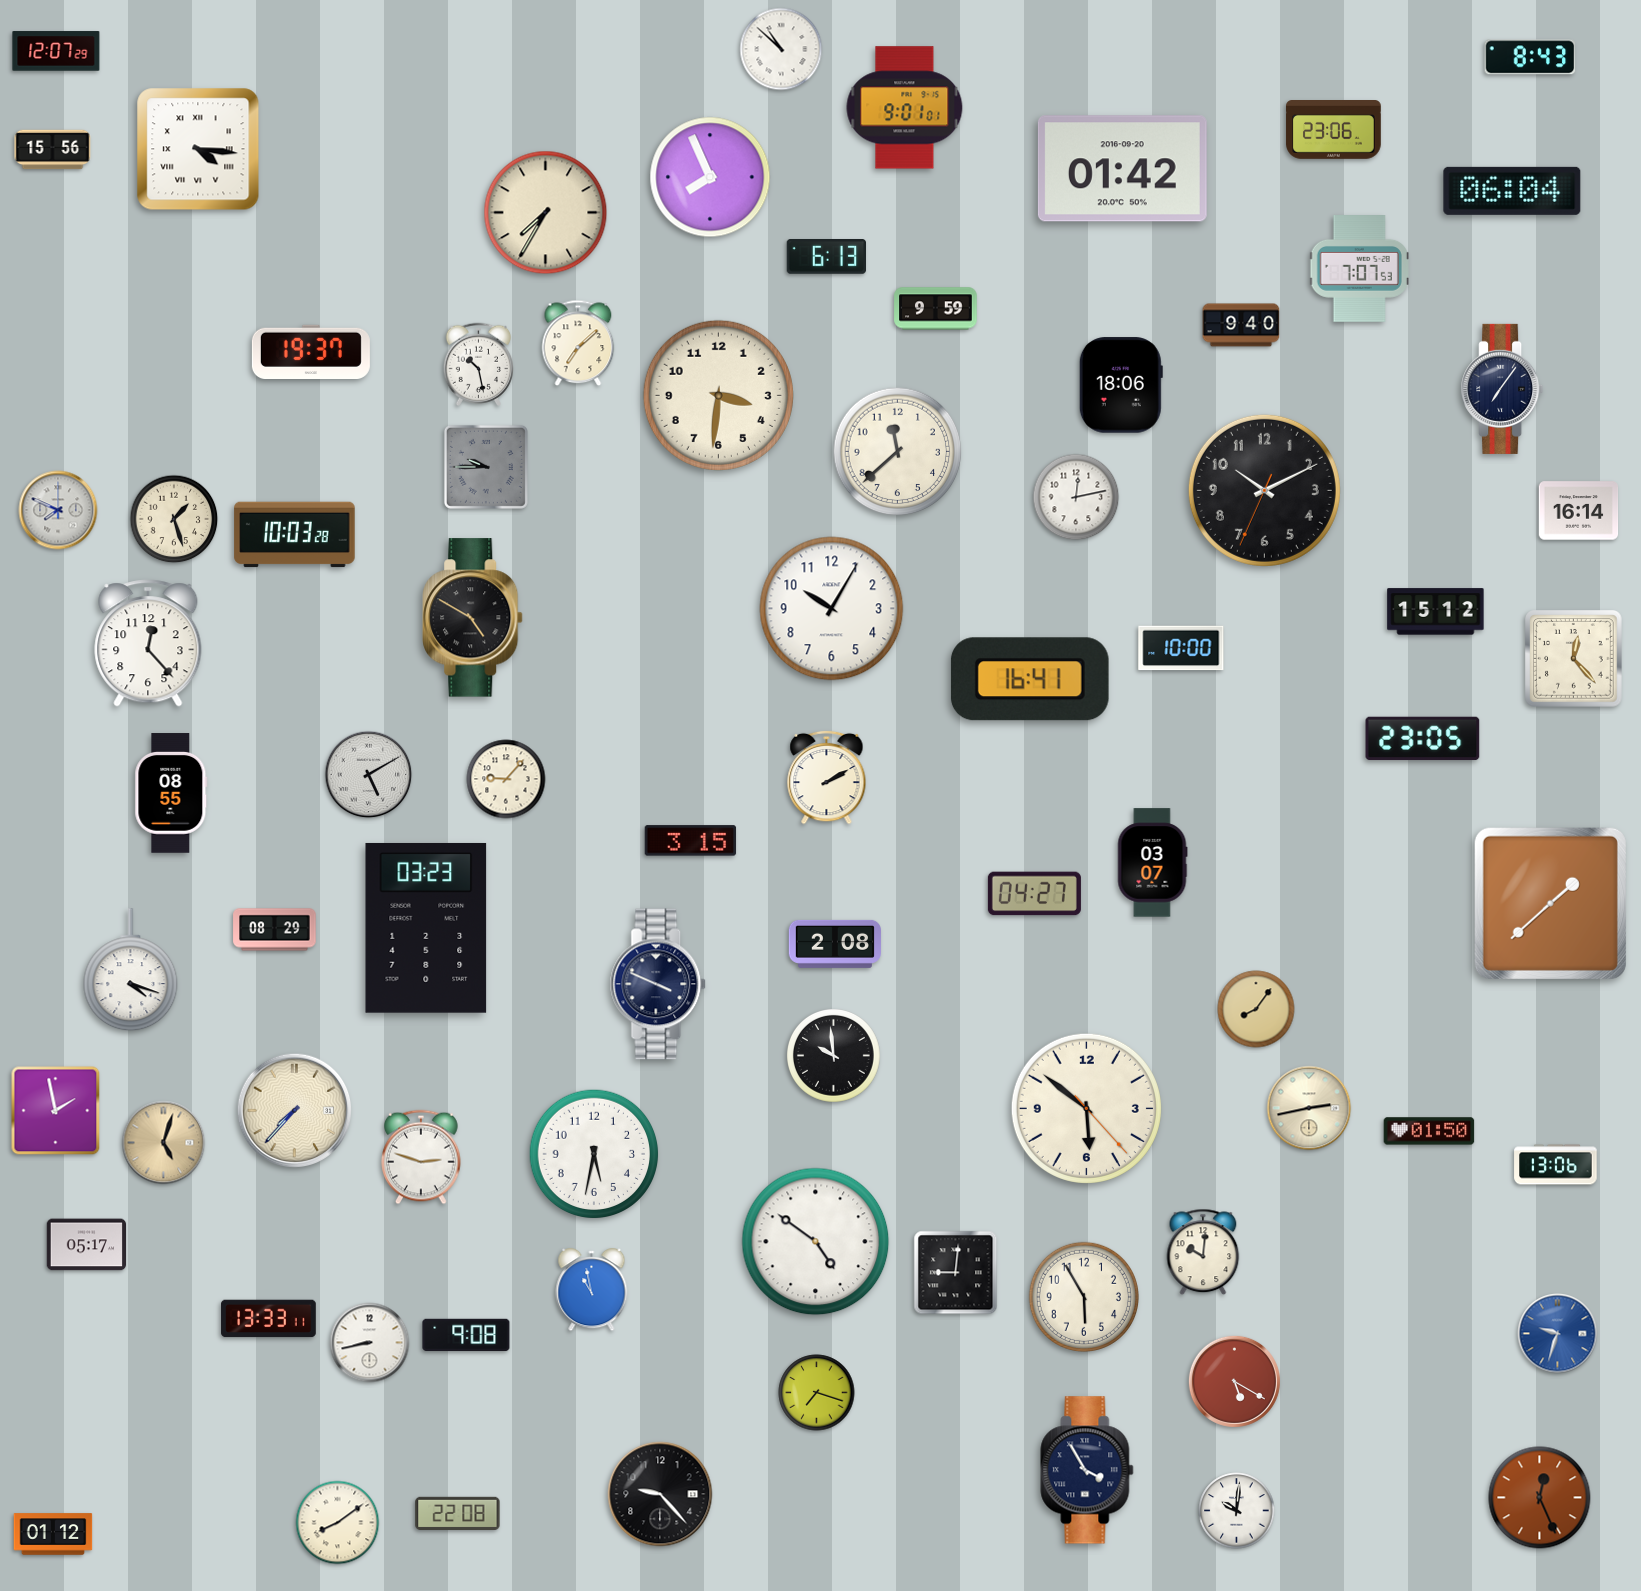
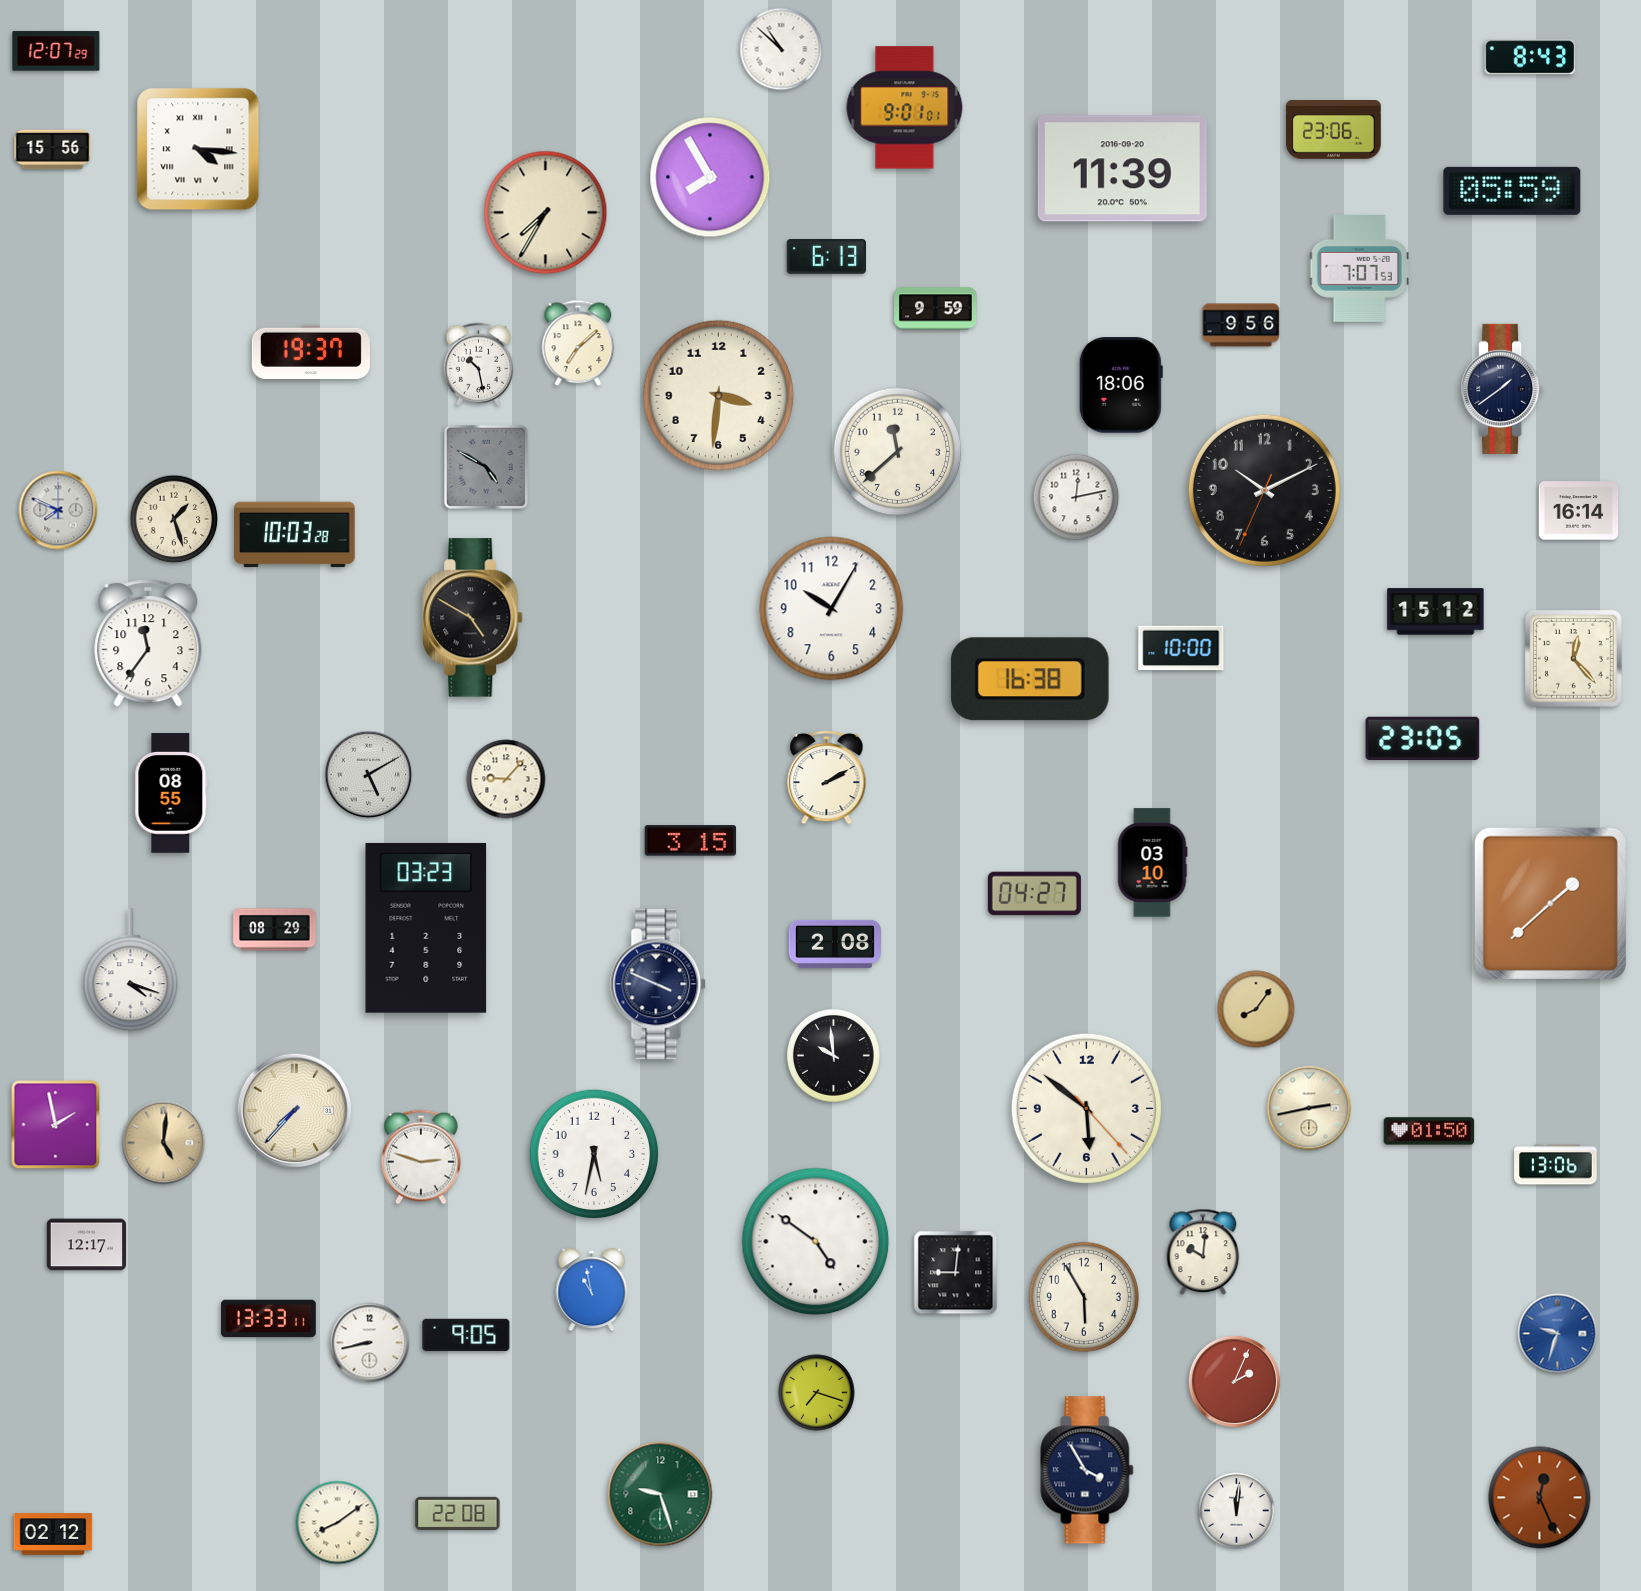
clock at (1122, 169): 01:42 -> 11:39
clock at (710, 177): 7:56 -> 7:55
clock at (1512, 191): 06:04 -> 05:59
clock at (1241, 325): 9:40 -> 9:56
clock at (1502, 389): 7:06 -> 1:39
clock at (486, 467): 9:45 -> 4:50
clock at (148, 643): 12:23 -> 11:36
clock at (1030, 679): 16:41 -> 16:38
clock at (1152, 863): 03:07 -> 03:10
clock at (56, 1111) position: (56, 1111) -> (56, 1125)
clock at (164, 1143): 5:03 -> 5:01
clock at (87, 1245): 05:17 -> 12:17
clock at (466, 1335): 9:08 -> 9:05
clock at (1234, 1381): 5:20 -> 2:04
clock at (660, 1494): 9:23 -> 9:27
clock at (660, 1494) dial: black -> green
clock at (1237, 1511): 10:01 -> 12:01
clock at (53, 1534): 01:12 -> 02:12
